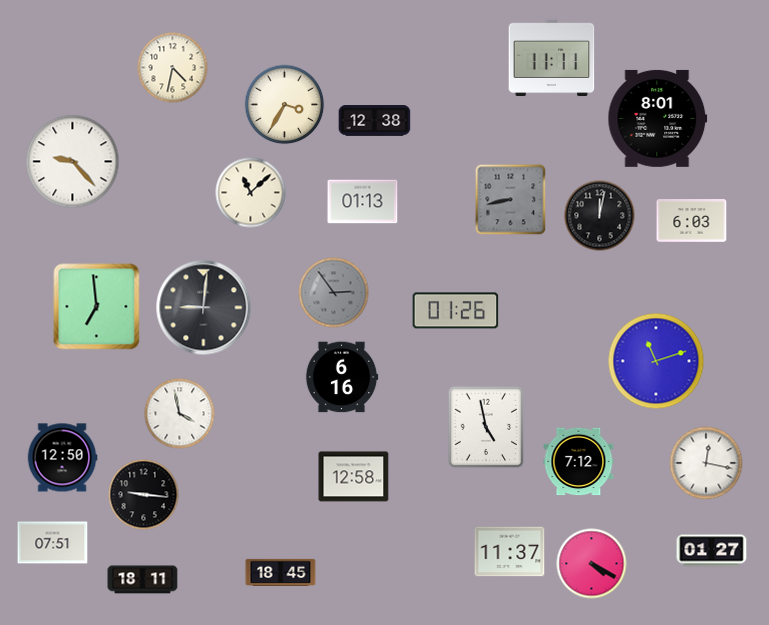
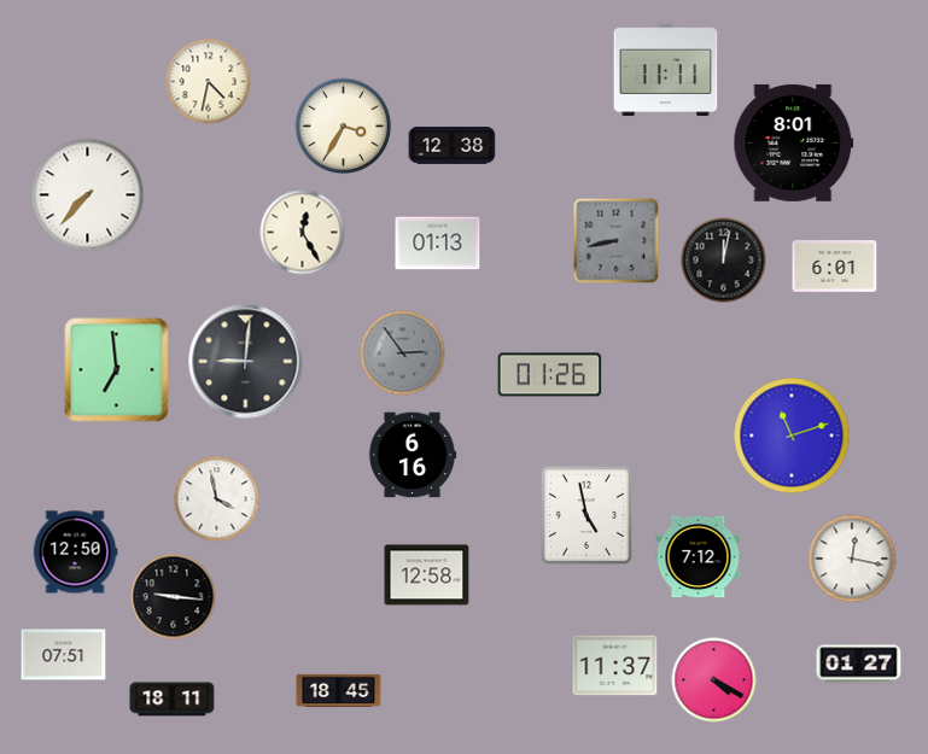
clock at (73, 162): 9:23 -> 7:37
clock at (251, 193): 11:08 -> 12:25
clock at (692, 221): 6:03 -> 6:01
clock at (204, 308) position: (204, 308) -> (246, 362)
